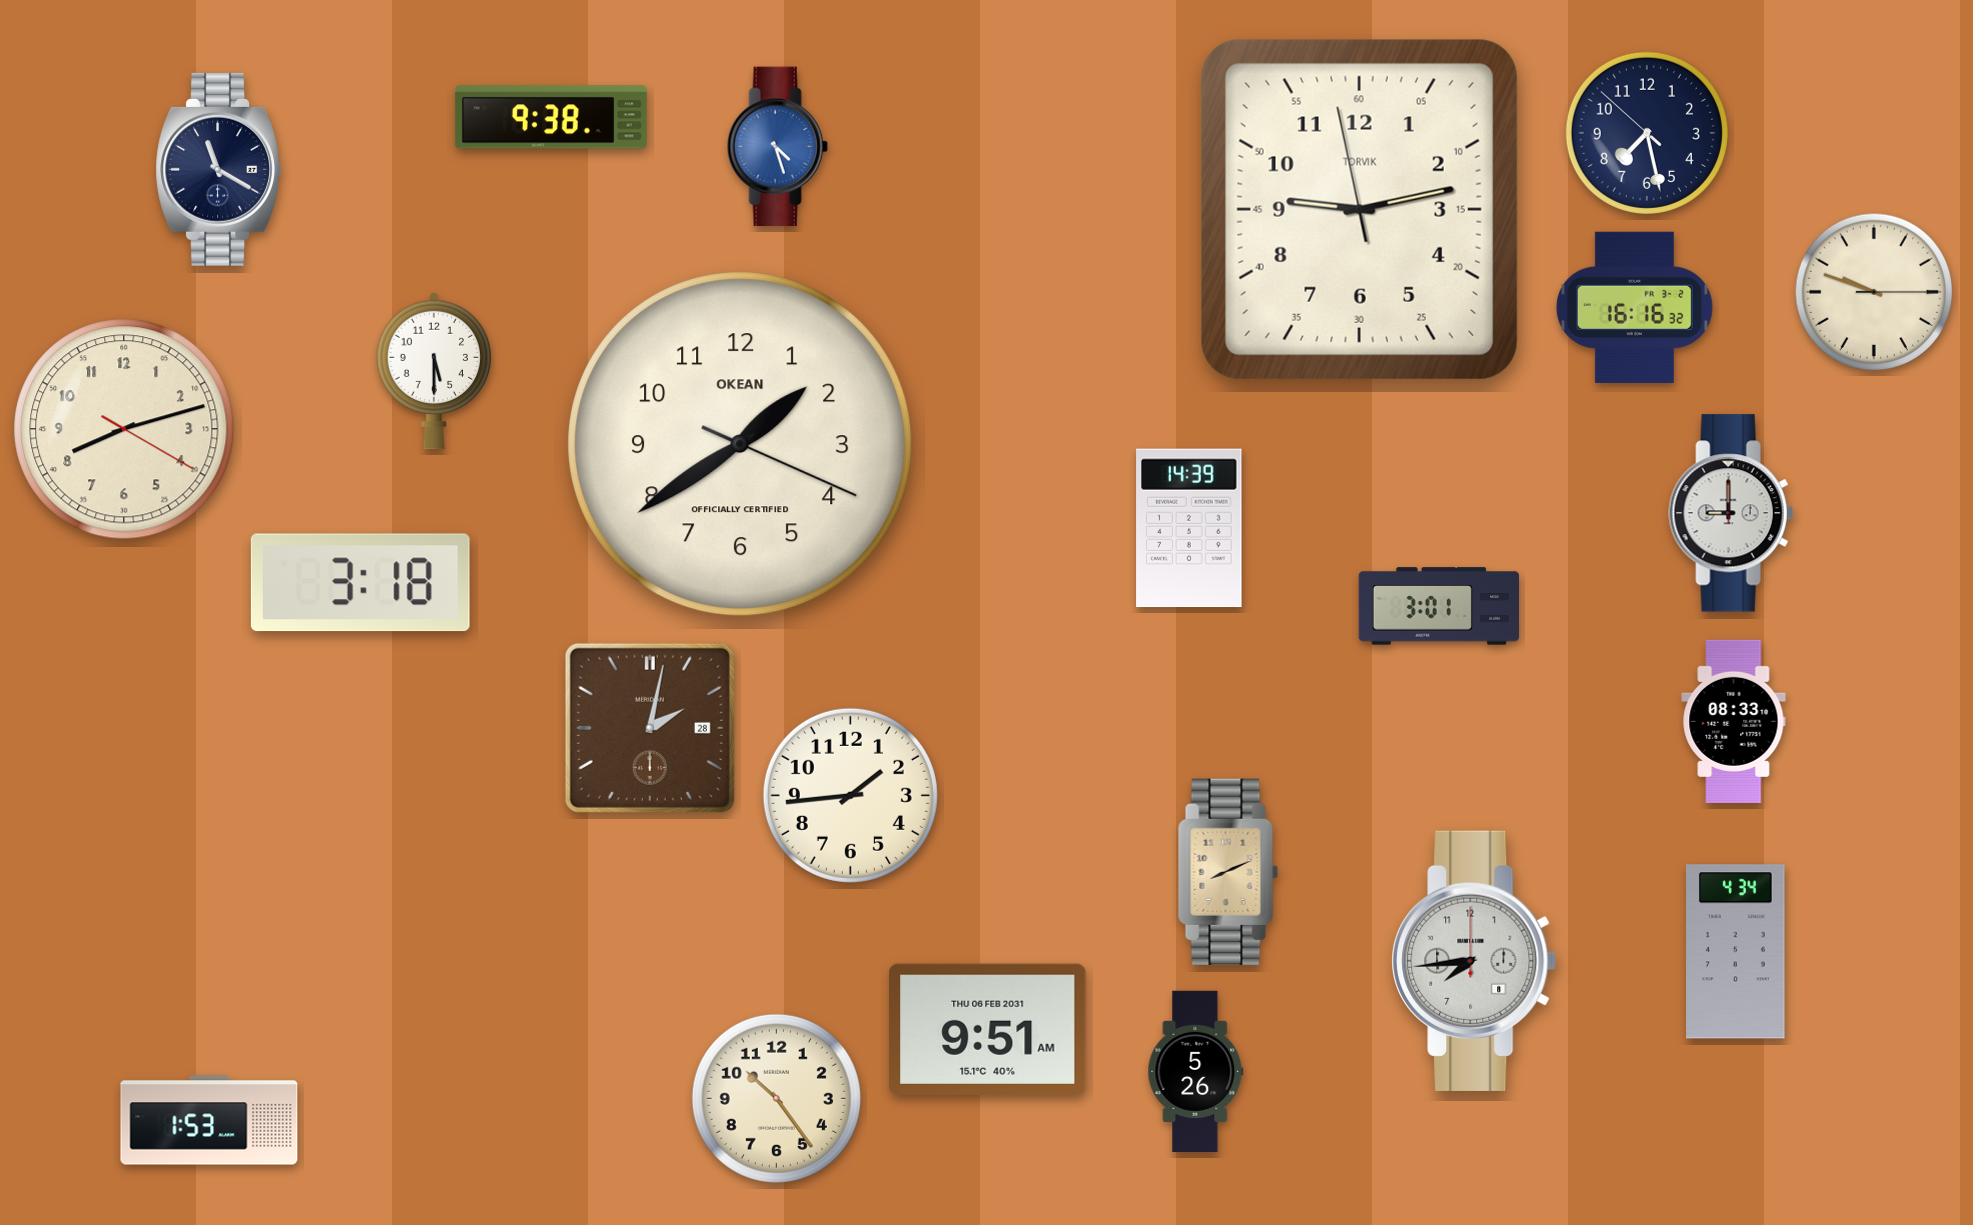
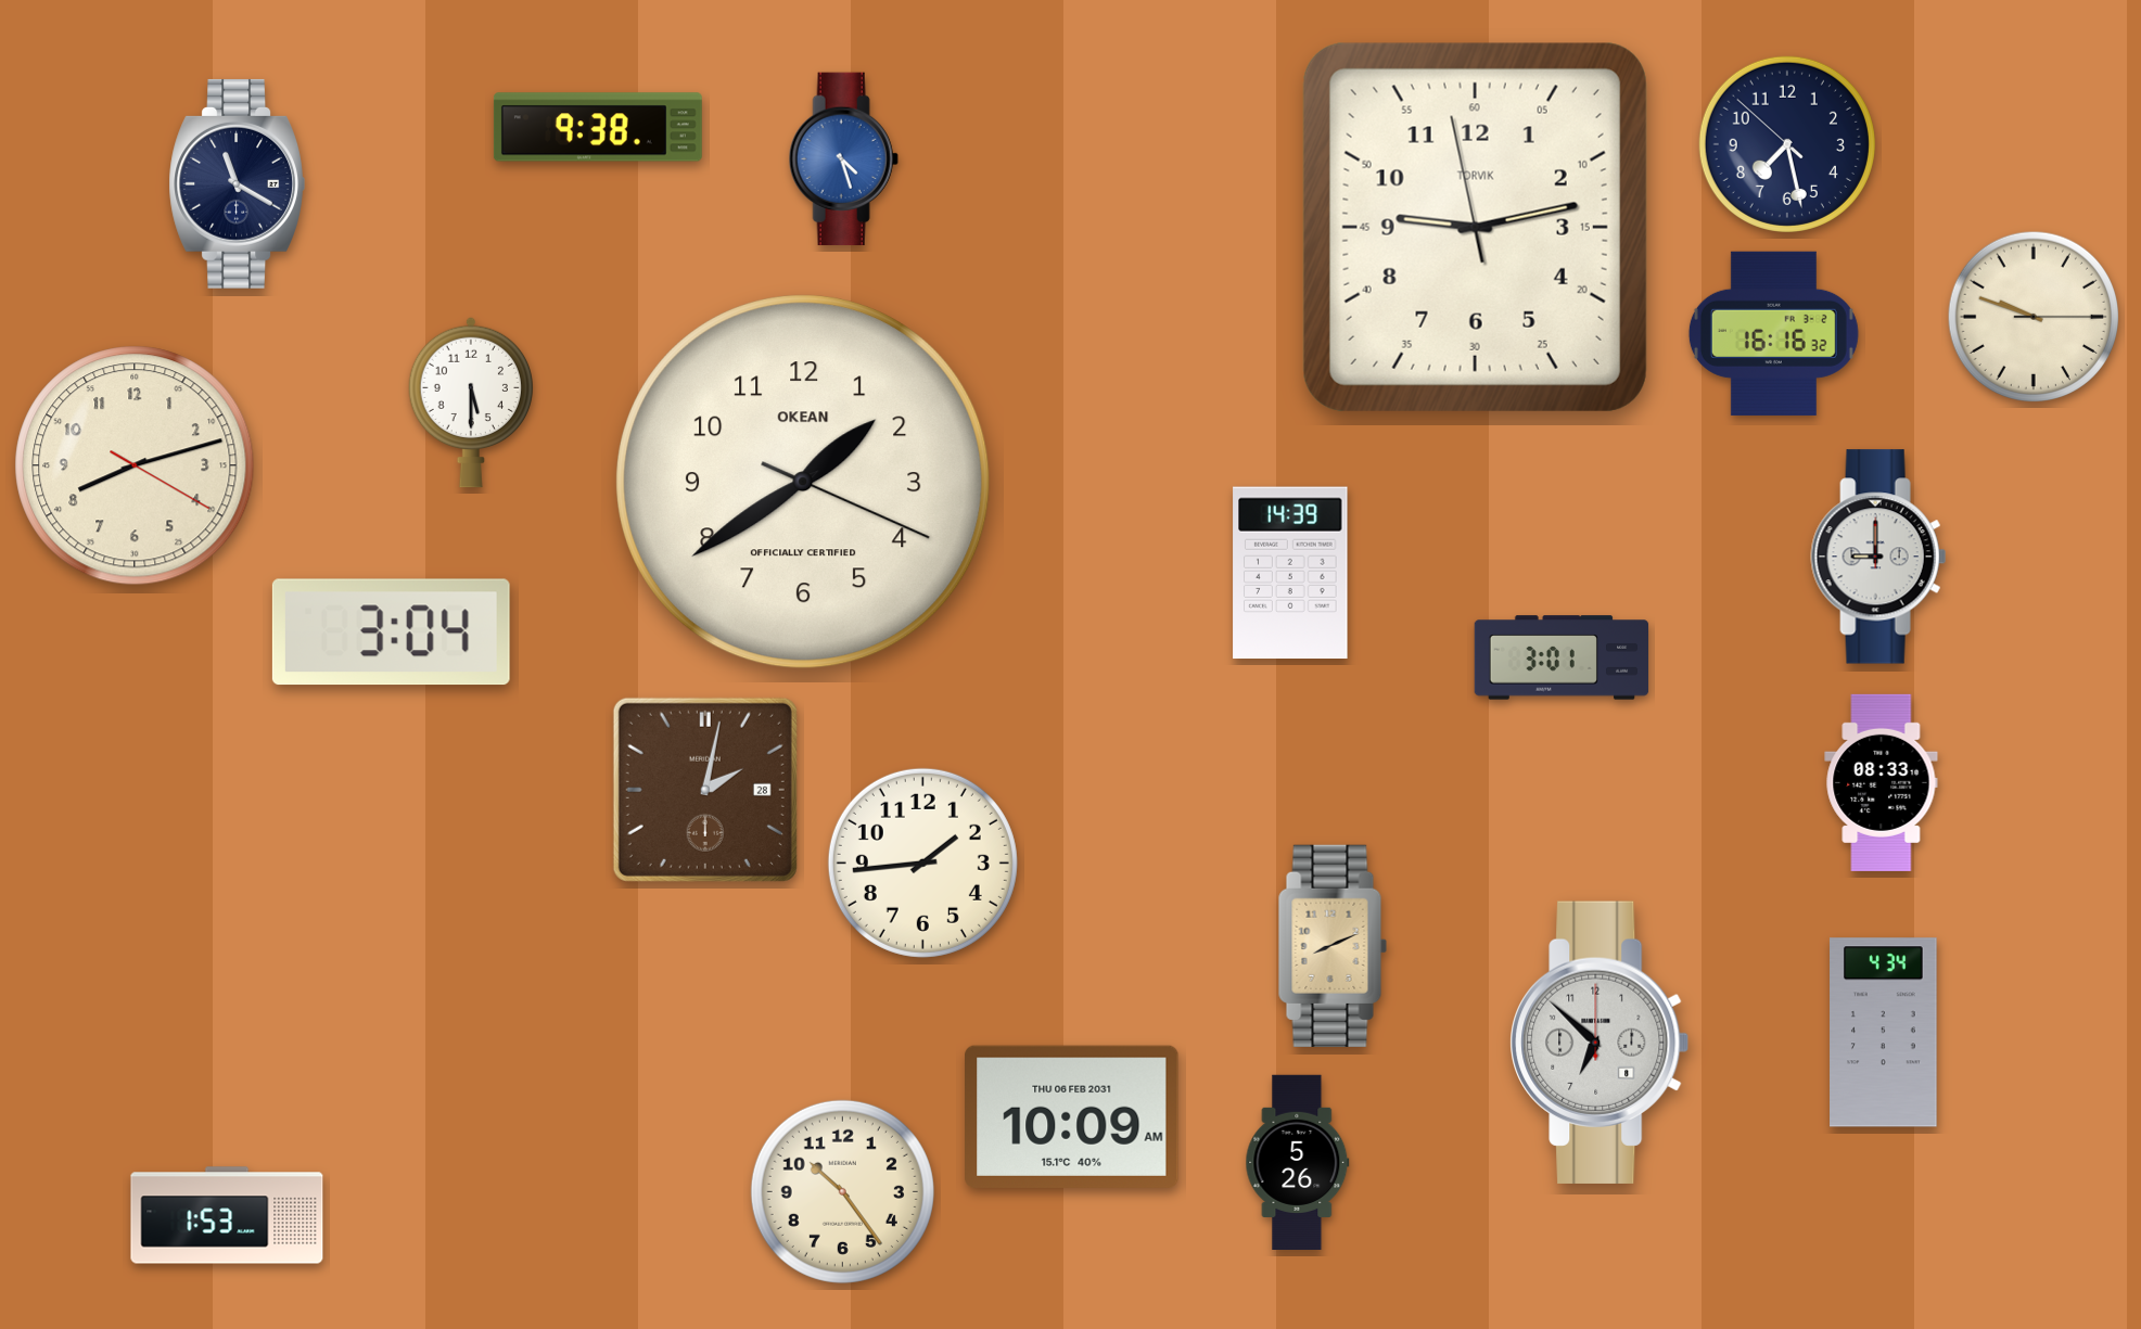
clock at (360, 583): 3:18 -> 3:04
clock at (1474, 961): 7:44 -> 6:52
clock at (988, 1029): 9:51 -> 10:09
